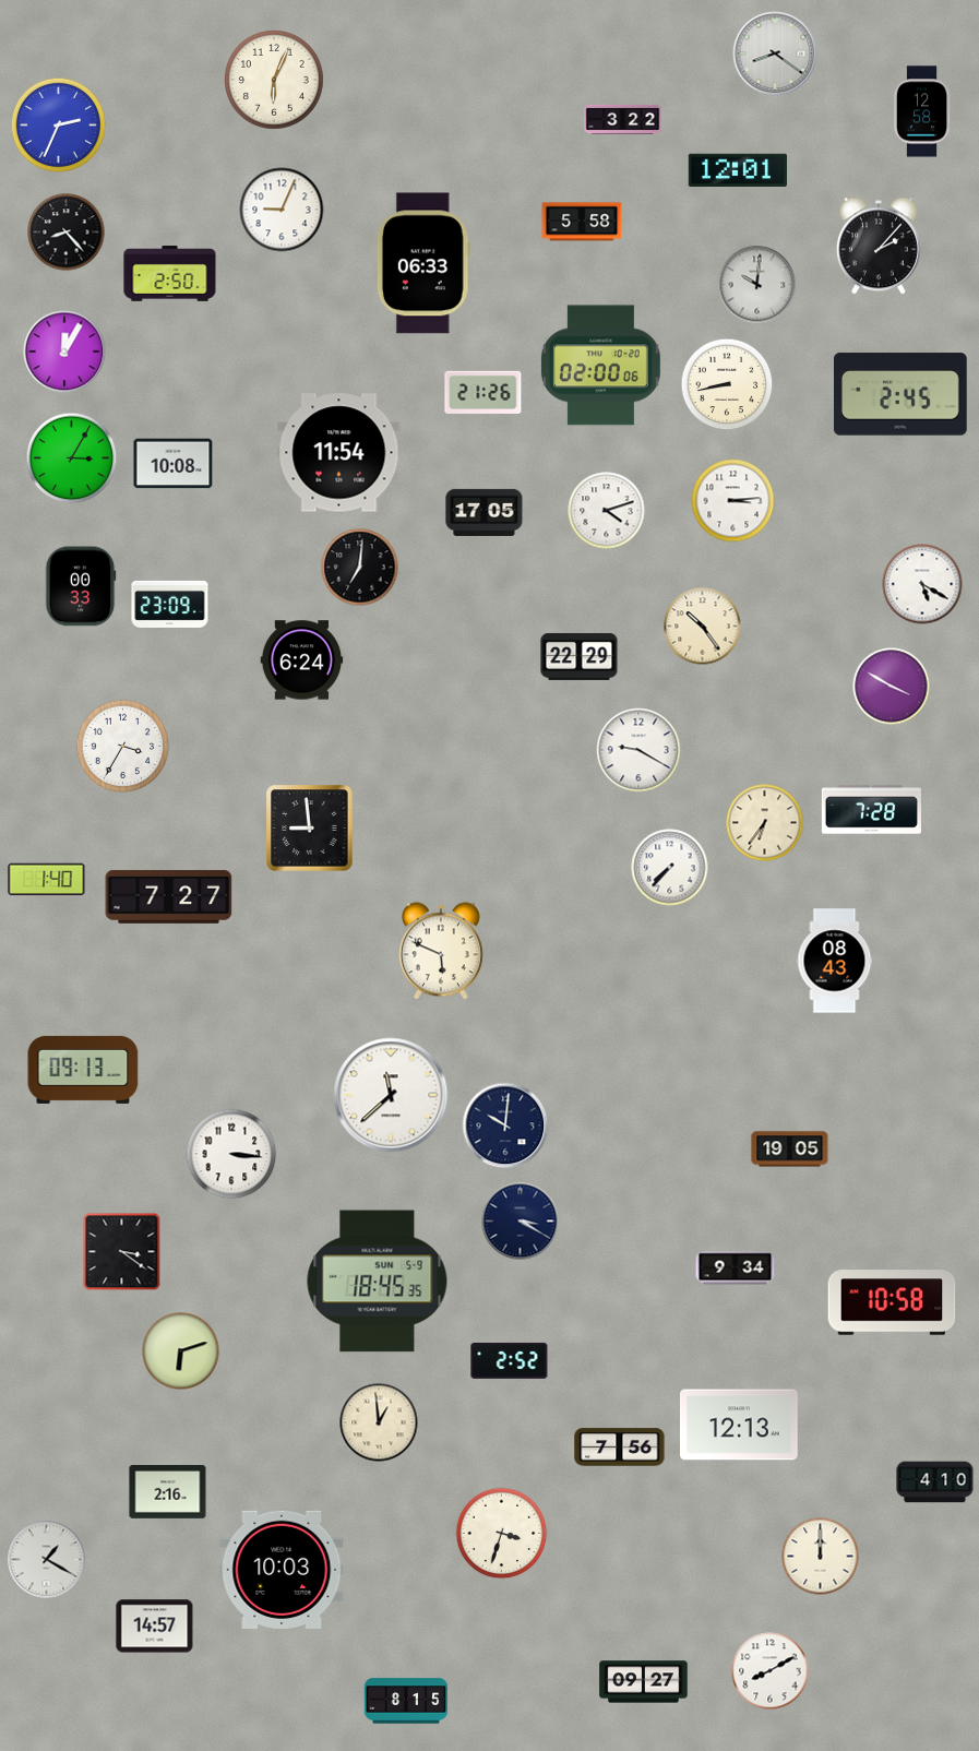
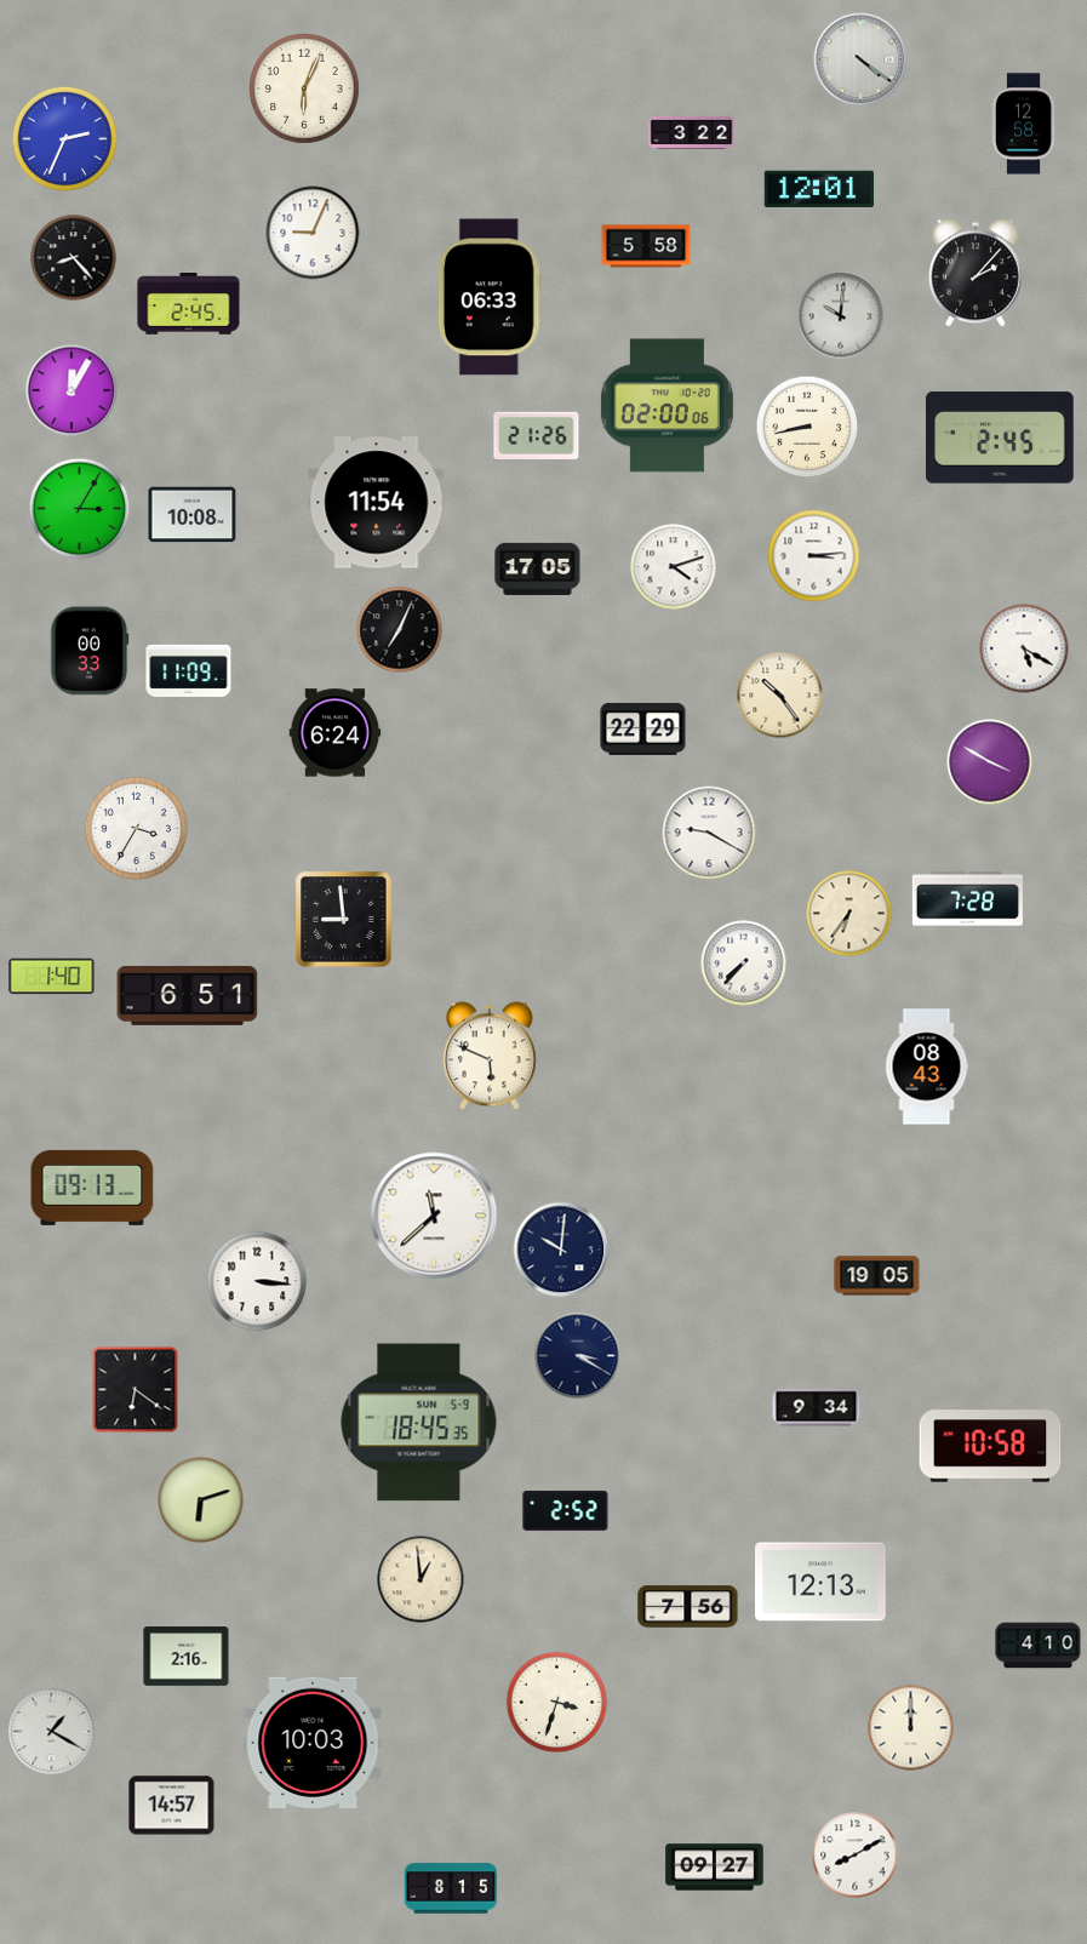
clock at (775, 53): 8:21 -> 4:21
clock at (423, 263) position: (423, 263) -> (490, 297)
clock at (170, 274): 2:50 -> 2:45
clock at (360, 568): 7:01 -> 7:04
clock at (170, 604): 23:09 -> 11:09
clock at (169, 896): 7:27 -> 6:51
clock at (122, 1252): 3:21 -> 6:21
